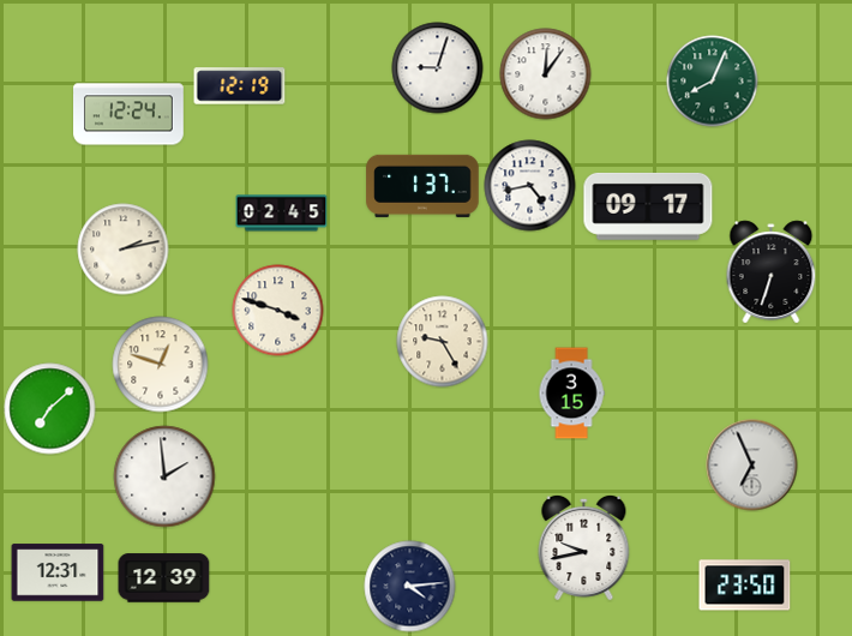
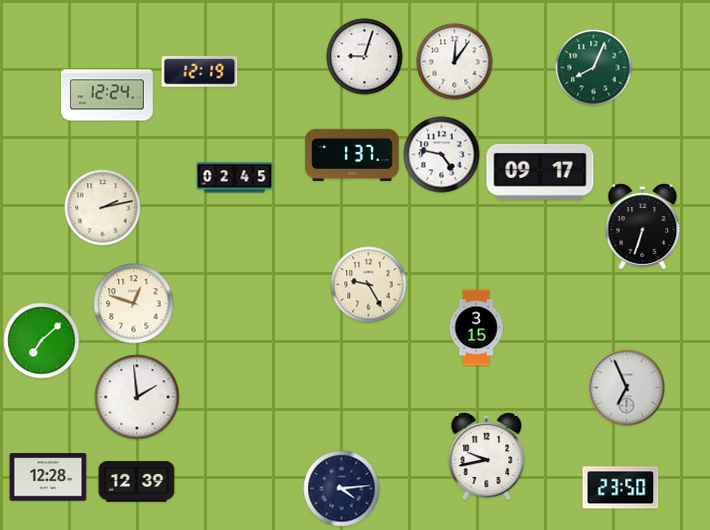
clock at (530, 186): 4:43 -> 4:47
clock at (278, 311): 3:48 -> none
clock at (58, 572): 12:31 -> 12:28
